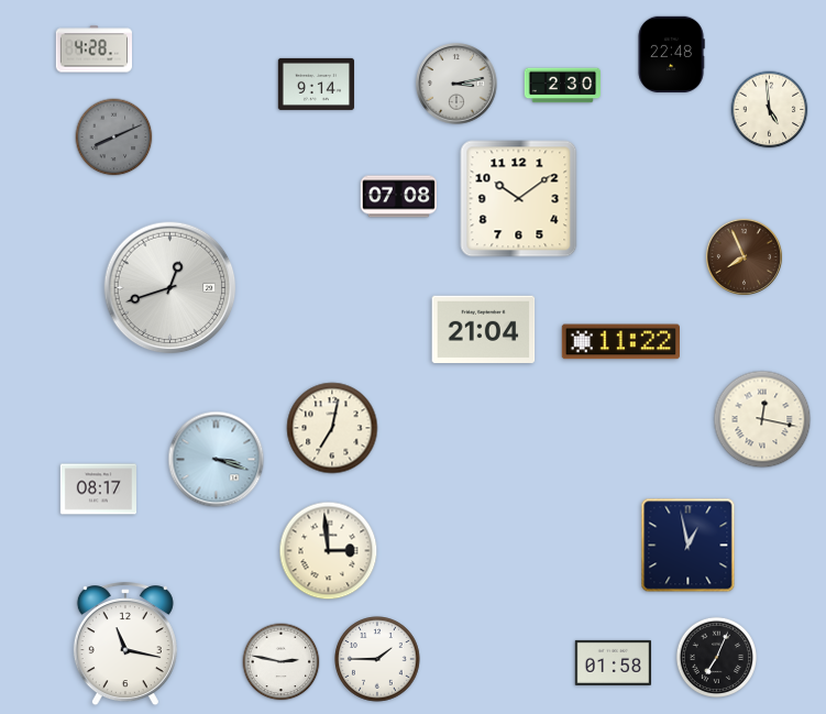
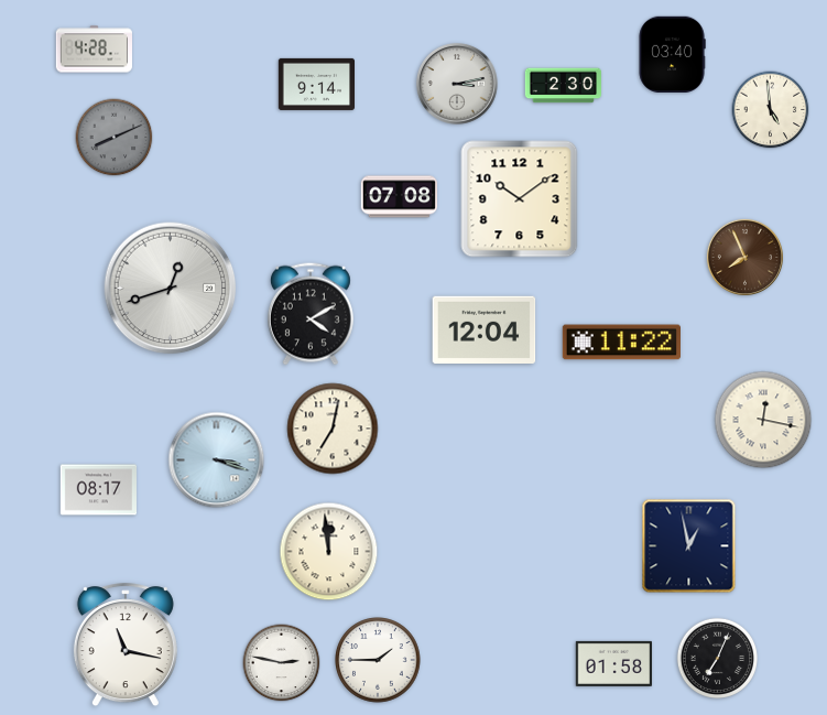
clock at (671, 54): 22:48 -> 03:40
clock at (311, 314): none -> 4:10
clock at (484, 330): 21:04 -> 12:04
clock at (329, 551): 2:59 -> 11:59
